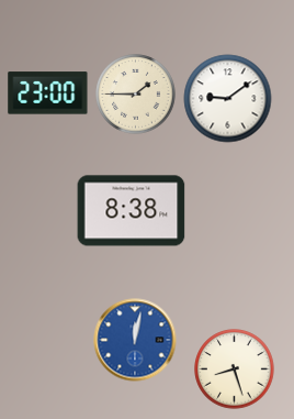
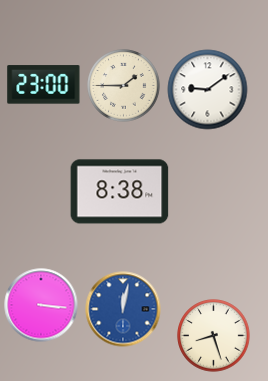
clock at (41, 305): none -> 3:16
